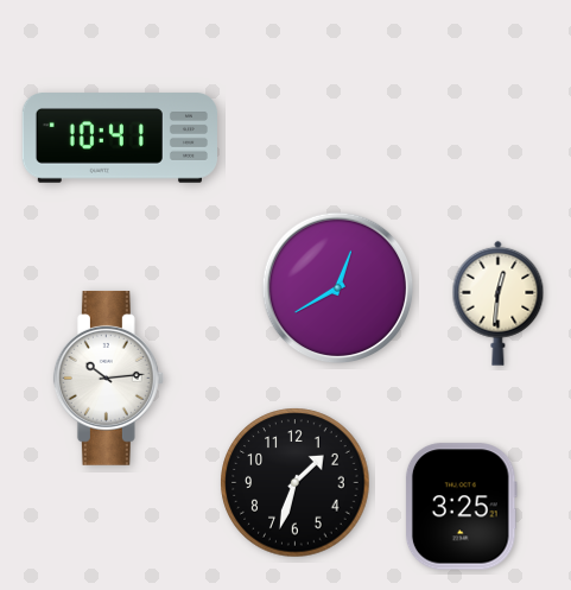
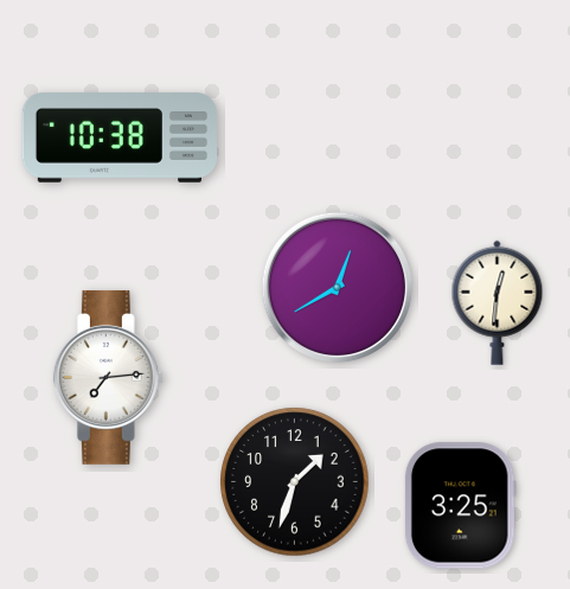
clock at (119, 138): 10:41 -> 10:38
clock at (108, 378): 10:14 -> 7:14
